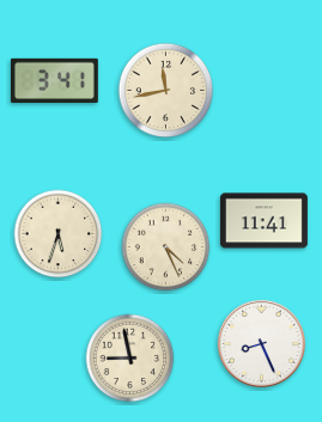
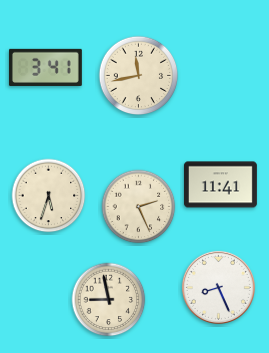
clock at (166, 247): 4:26 -> 2:26
